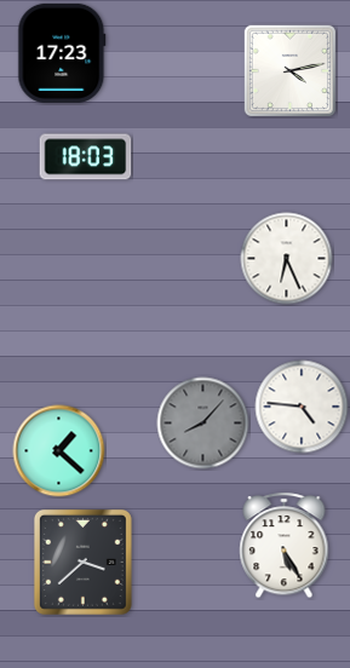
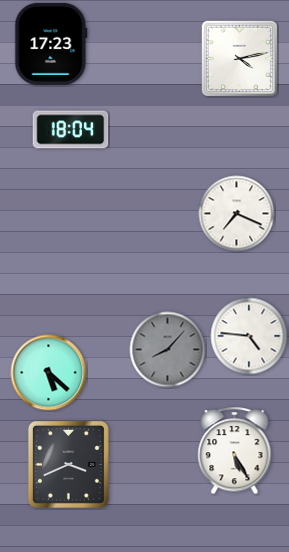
clock at (86, 157): 18:03 -> 18:04
clock at (287, 259): 6:26 -> 7:19
clock at (59, 451): 1:22 -> 5:22
clock at (82, 562): 3:38 -> 3:41
